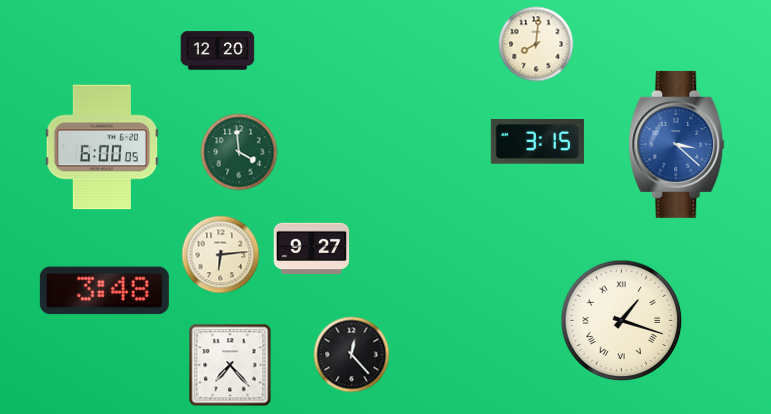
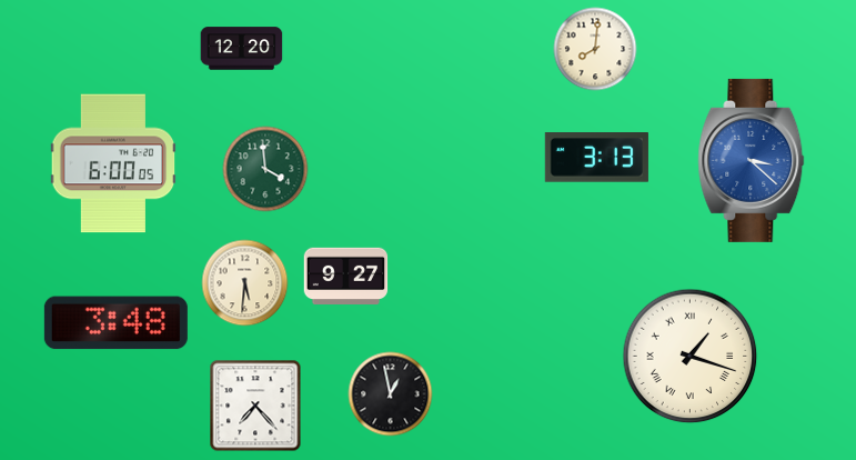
clock at (218, 51) position: (218, 51) -> (242, 49)
clock at (537, 142): 3:15 -> 3:13
clock at (221, 255): 6:14 -> 5:31
clock at (352, 355): 12:23 -> 12:58
